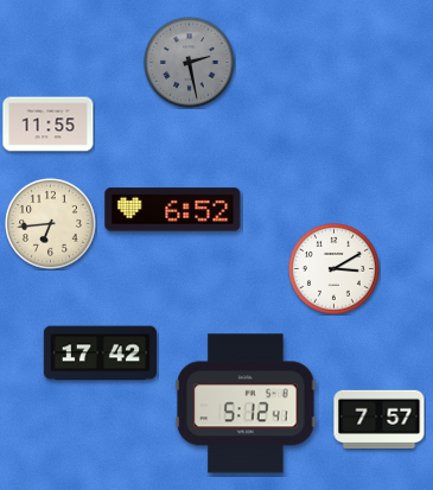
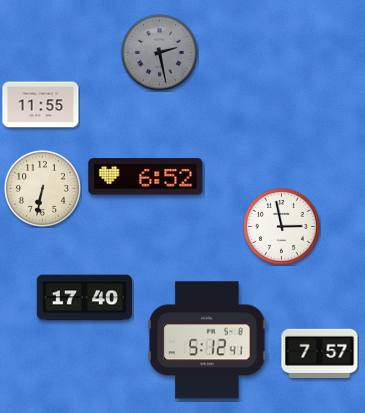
clock at (51, 224): 6:44 -> 6:32
clock at (335, 269): 3:10 -> 2:58
clock at (100, 354): 17:42 -> 17:40
